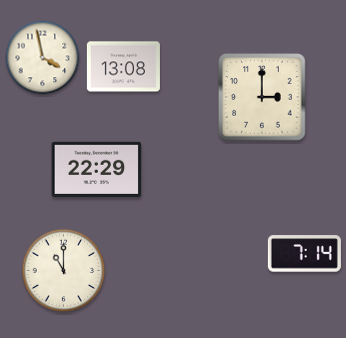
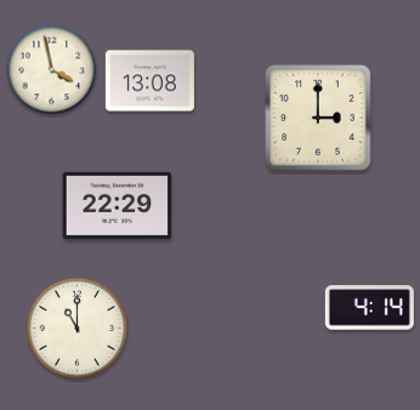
clock at (304, 254): 7:14 -> 4:14
